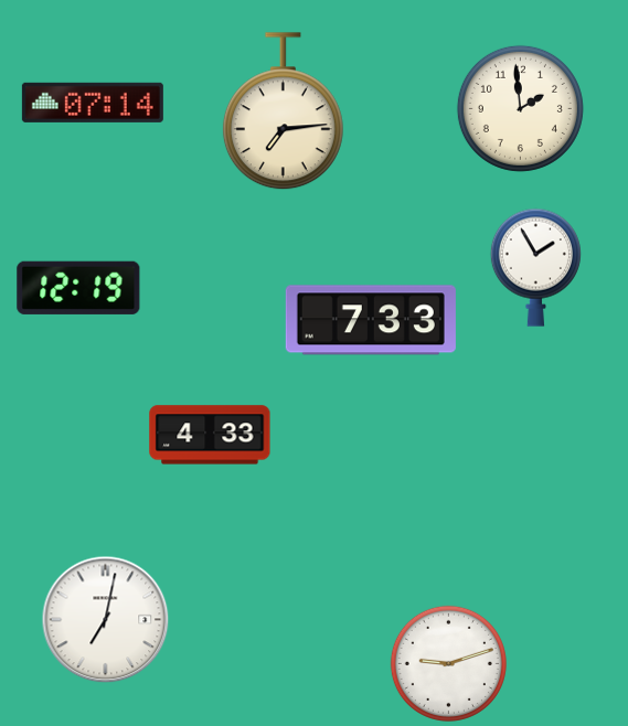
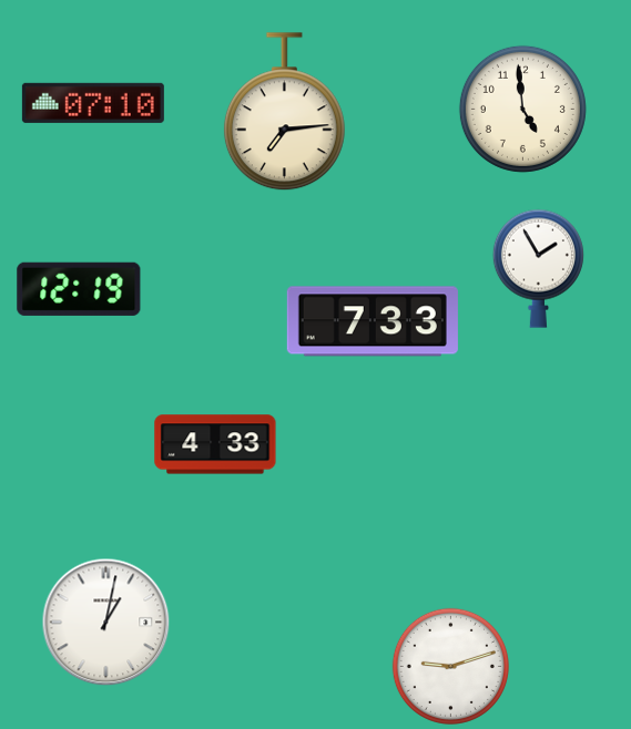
clock at (93, 103): 07:14 -> 07:10
clock at (520, 108): 1:59 -> 4:59
clock at (210, 435) position: (210, 435) -> (215, 444)
clock at (106, 620): 7:02 -> 1:02
